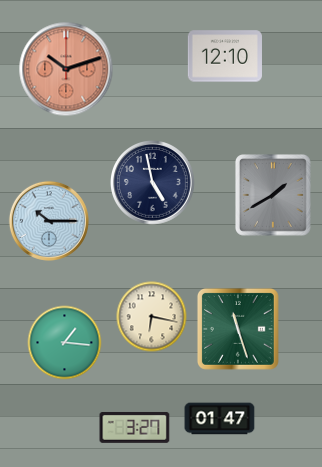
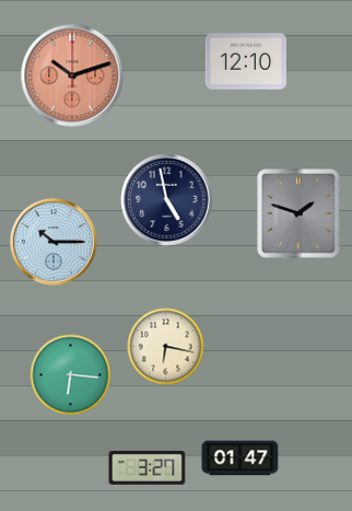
clock at (274, 196): 1:40 -> 1:48
clock at (238, 329): 11:27 -> none
clock at (65, 343): 1:16 -> 6:16
